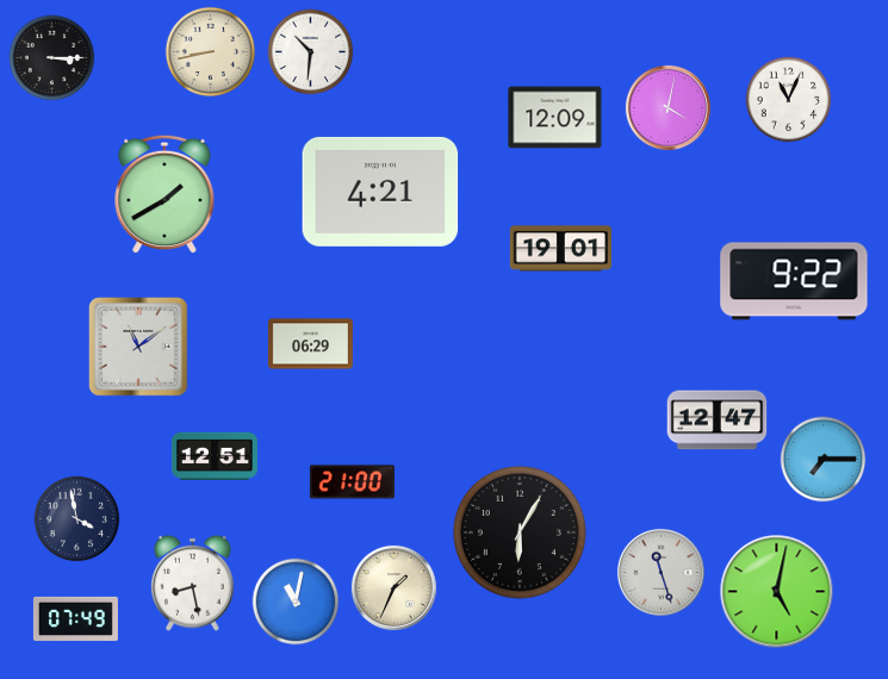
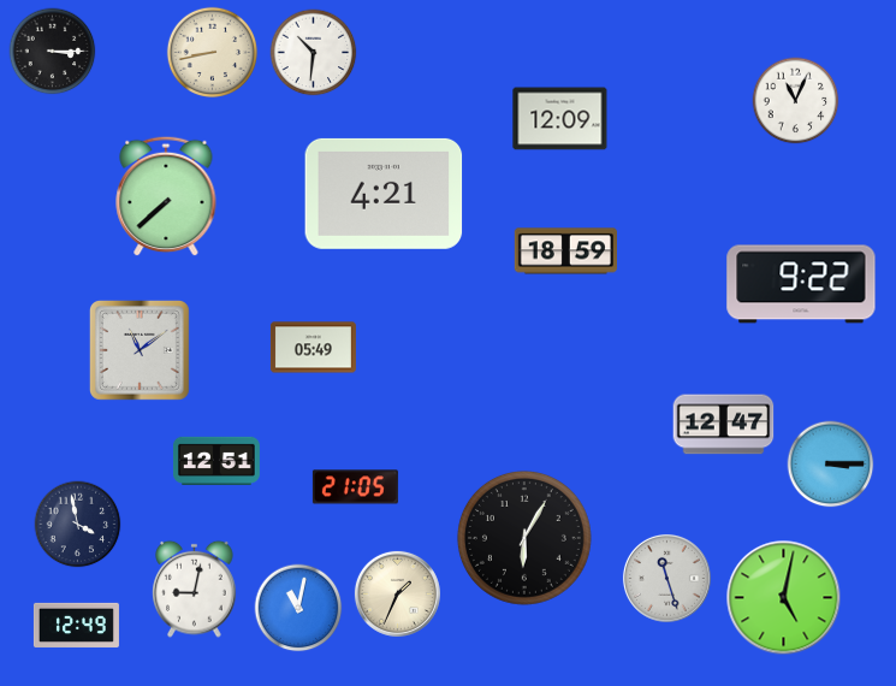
clock at (52, 58) position: (52, 58) -> (53, 52)
clock at (667, 107): 4:02 -> none
clock at (164, 194): 1:40 -> 7:38
clock at (560, 249): 19:01 -> 18:59
clock at (310, 344): 06:29 -> 05:49
clock at (824, 460): 7:15 -> 3:15
clock at (352, 482): 21:00 -> 21:05
clock at (193, 583): 8:28 -> 9:02
clock at (75, 618): 07:49 -> 12:49
